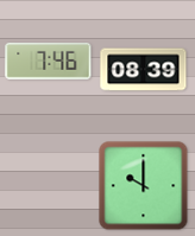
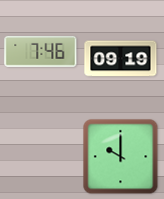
clock at (144, 70): 08:39 -> 09:19
